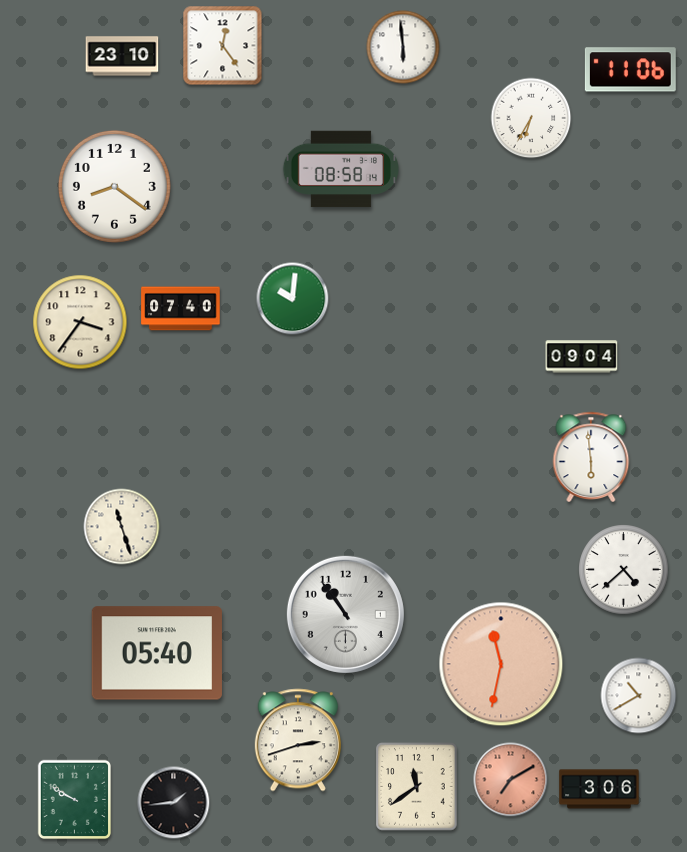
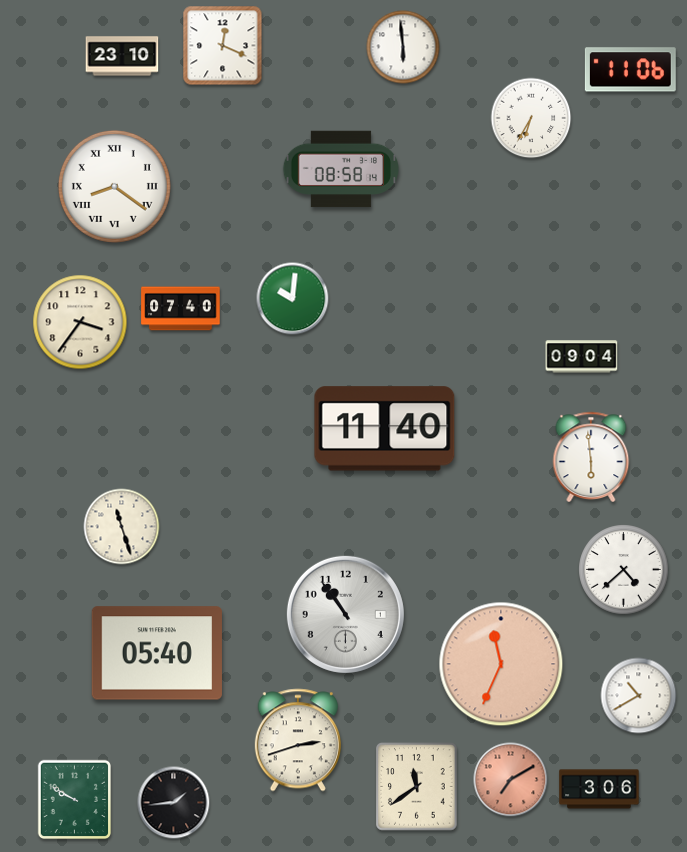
clock at (223, 46): 12:24 -> 12:19
clock at (114, 186) numerals: Arabic -> Roman
clock at (385, 429): none -> 11:40
clock at (501, 664): 11:32 -> 11:34
